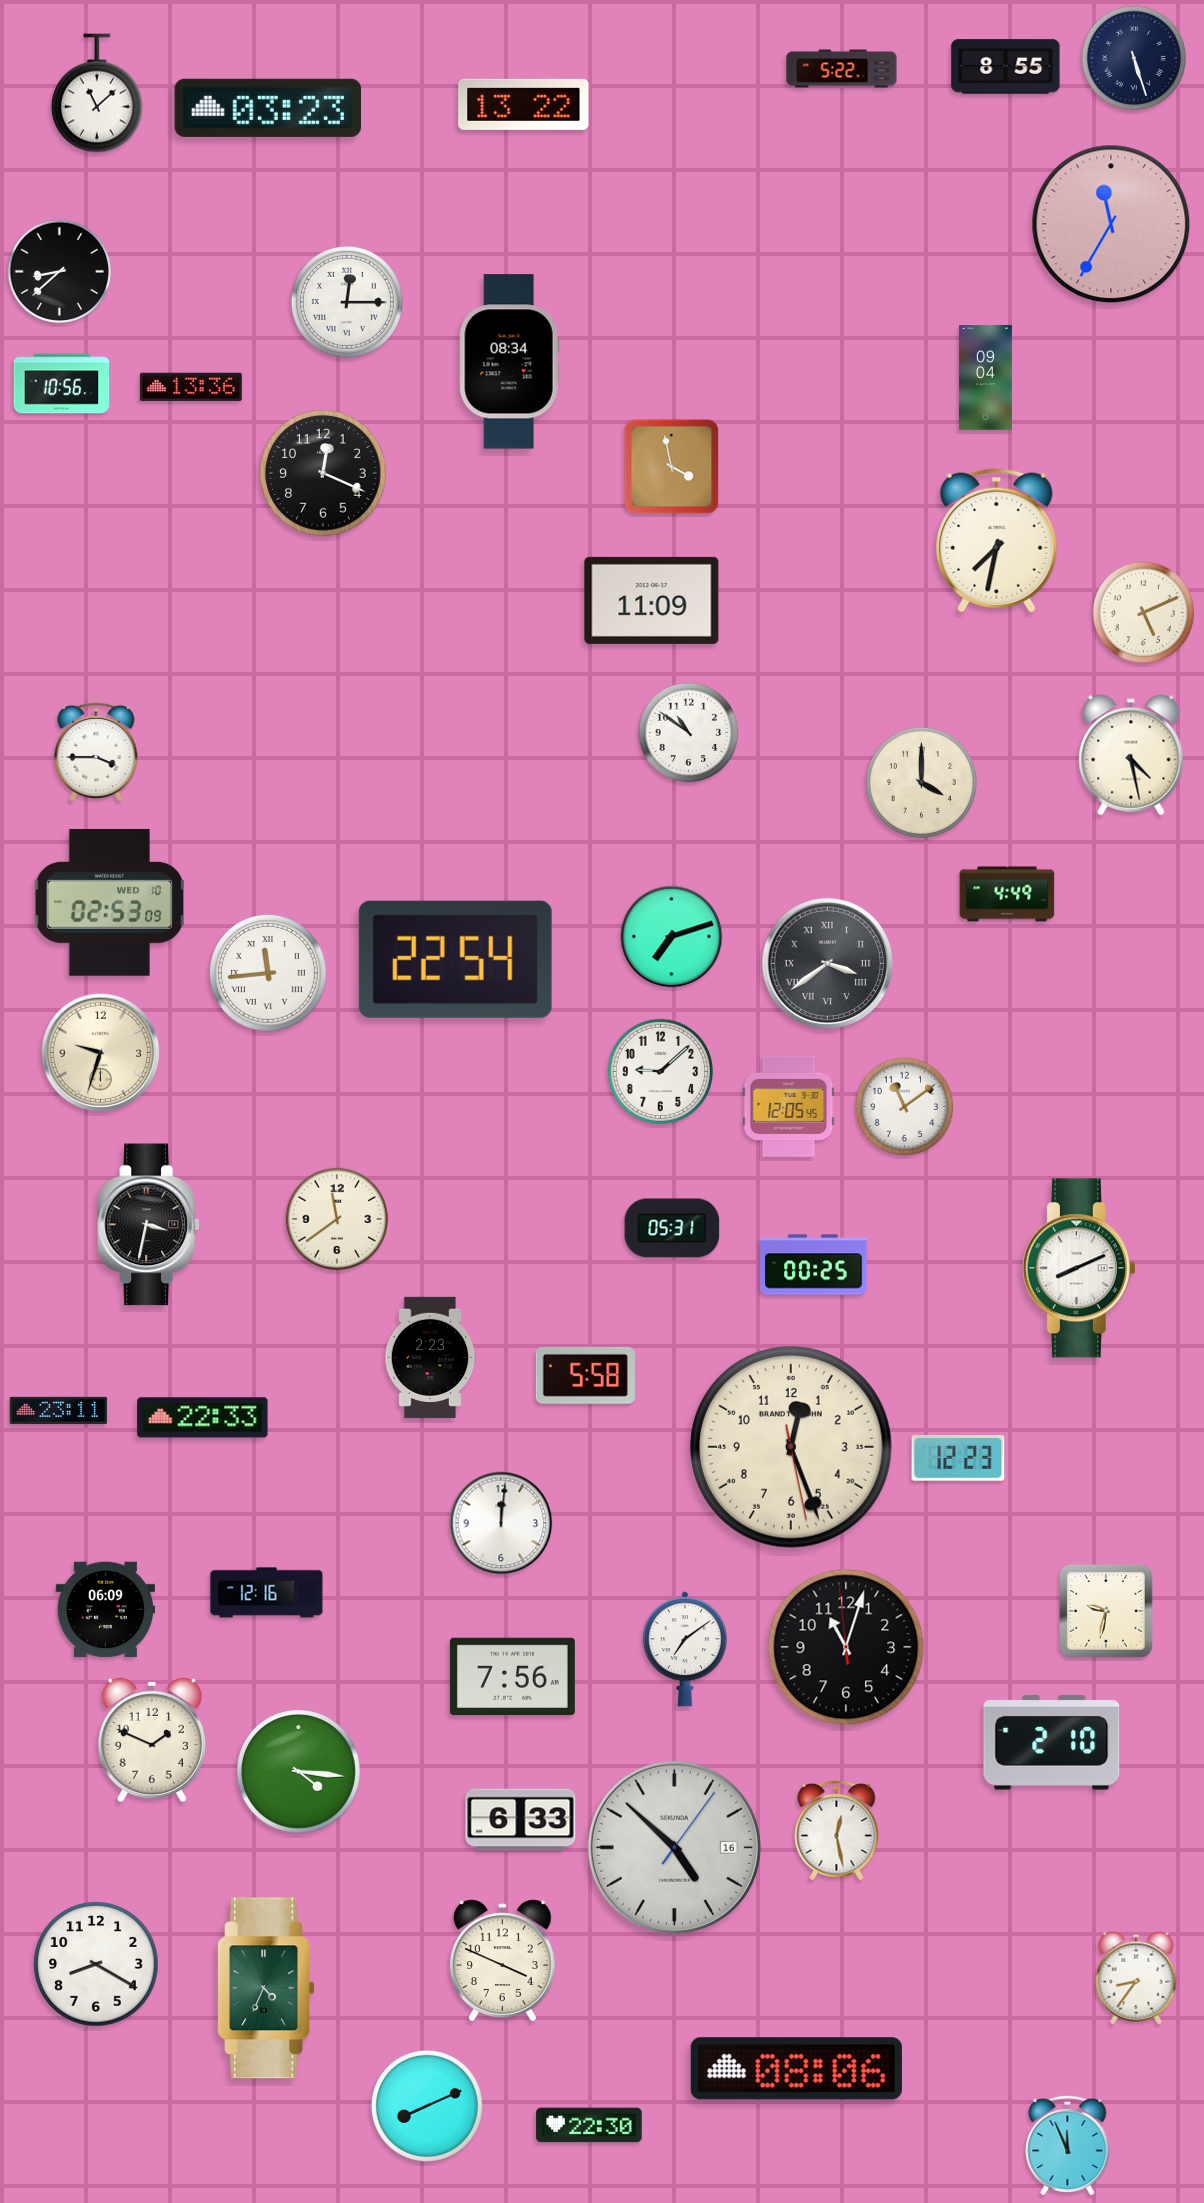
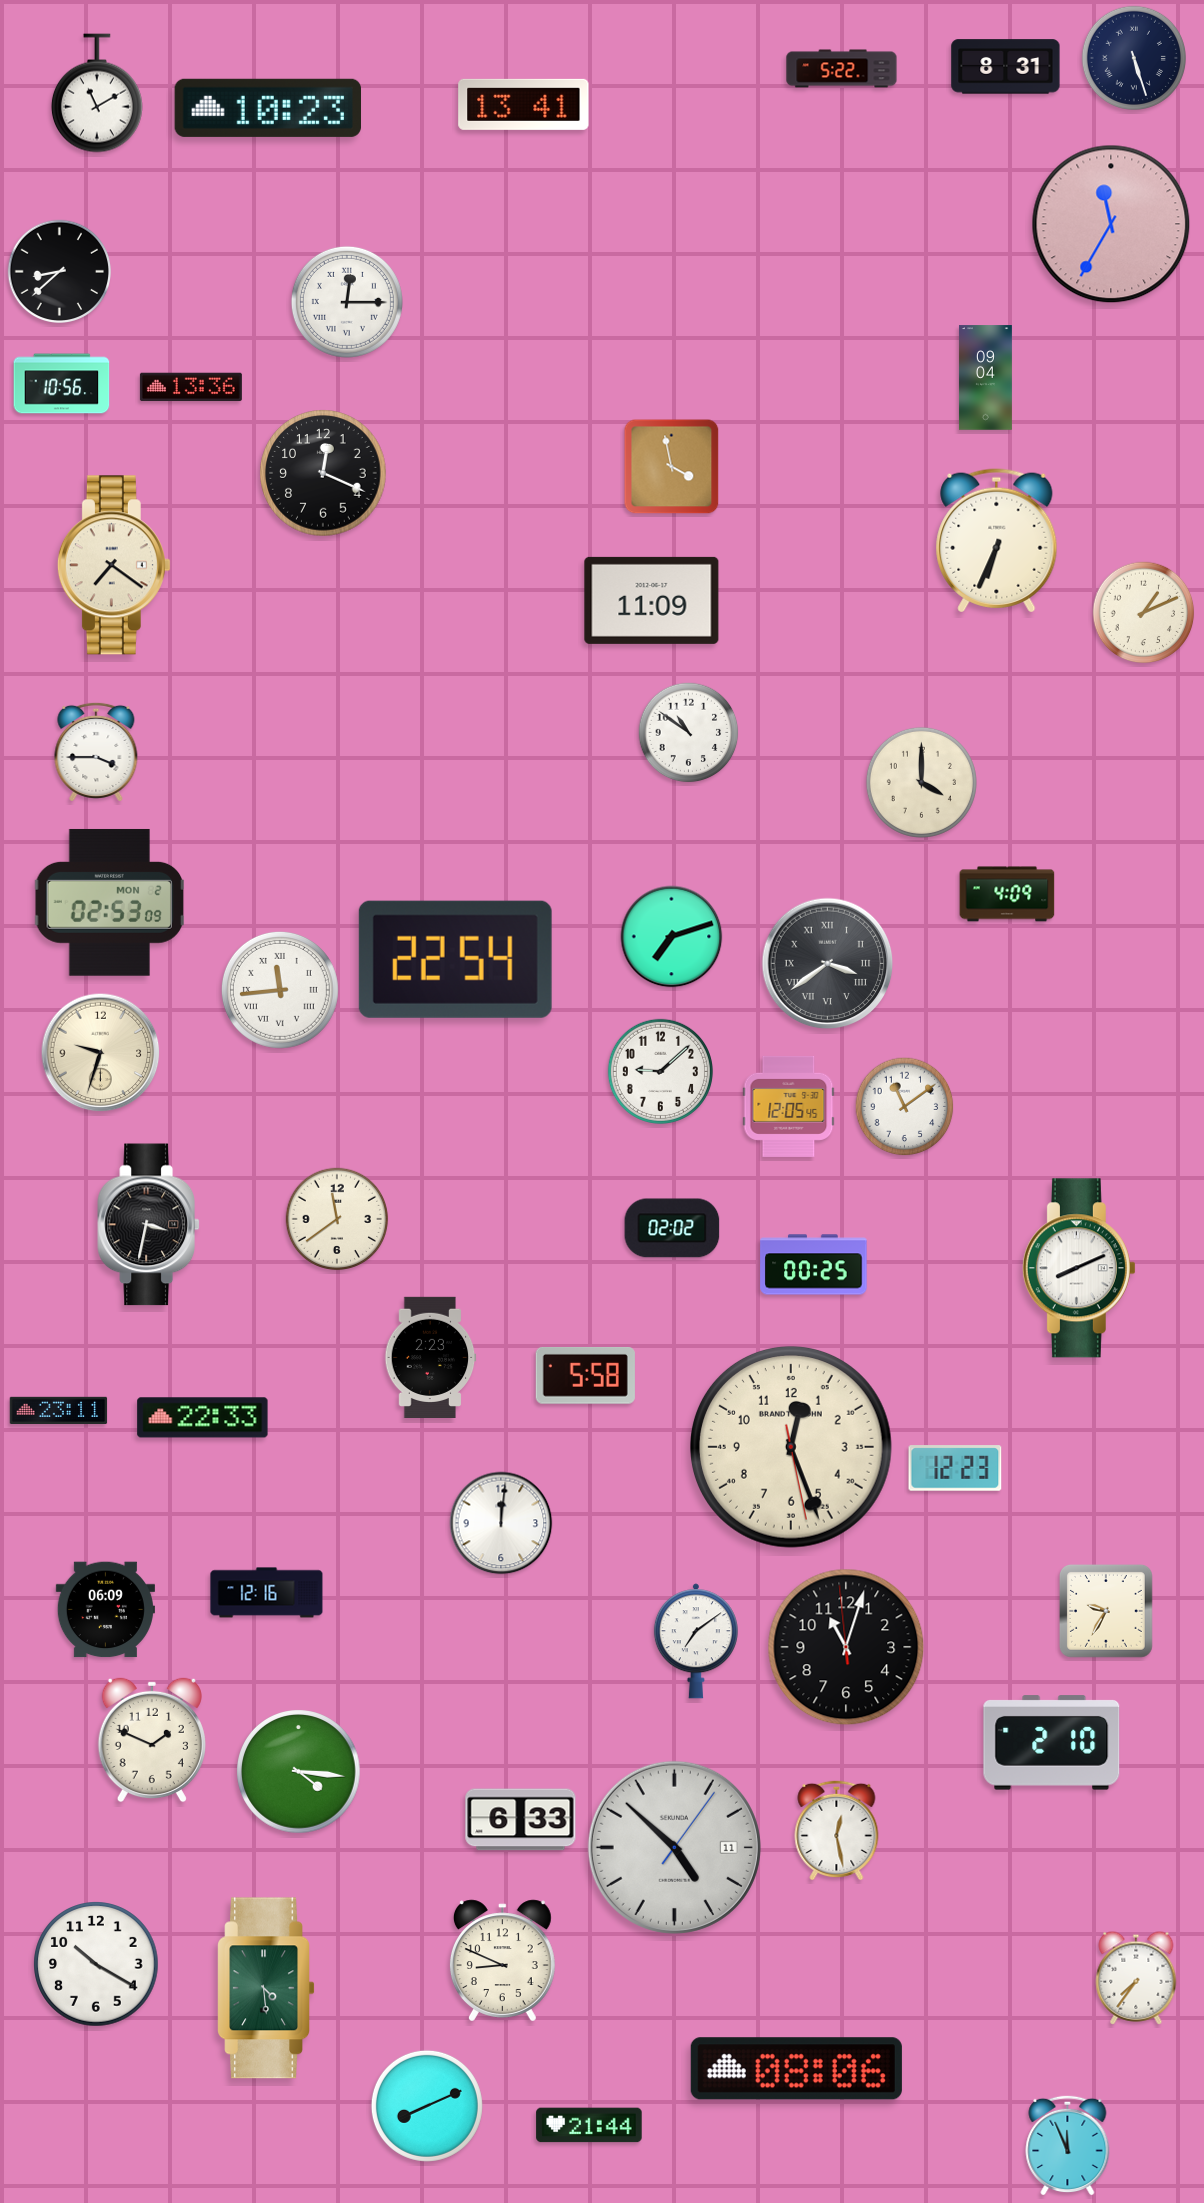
clock at (1006, 67): 8:55 -> 8:31
clock at (97, 93): 11:08 -> 11:10
clock at (524, 104): 13:22 -> 13:41
clock at (267, 108): 03:23 -> 10:23
clock at (509, 362): 08:34 -> none
clock at (997, 541): 7:32 -> 6:34
clock at (114, 565): none -> 7:21
clock at (1144, 613): 5:11 -> 1:11
clock at (1131, 755): 4:28 -> none
clock at (1007, 894): 4:49 -> 4:09
clock at (110, 902) date: WED 10 -> MON 2
clock at (268, 973) position: (268, 973) -> (280, 990)
clock at (672, 1228): 05:31 -> 02:02
clock at (958, 1458) position: (958, 1458) -> (955, 1468)
clock at (1106, 1611): 9:32 -> 9:35
clock at (685, 1649) position: (685, 1649) -> (696, 1641)
clock at (512, 1677): 7:56 -> none
clock at (674, 1847) date: 16 -> 11
clock at (502, 1961): 3:49 -> 8:49
clock at (96, 1964): 8:20 -> 10:20
clock at (1136, 1978): 8:36 -> 7:36
clock at (266, 1988): 4:34 -> 4:29
clock at (589, 2125): 22:30 -> 21:44
